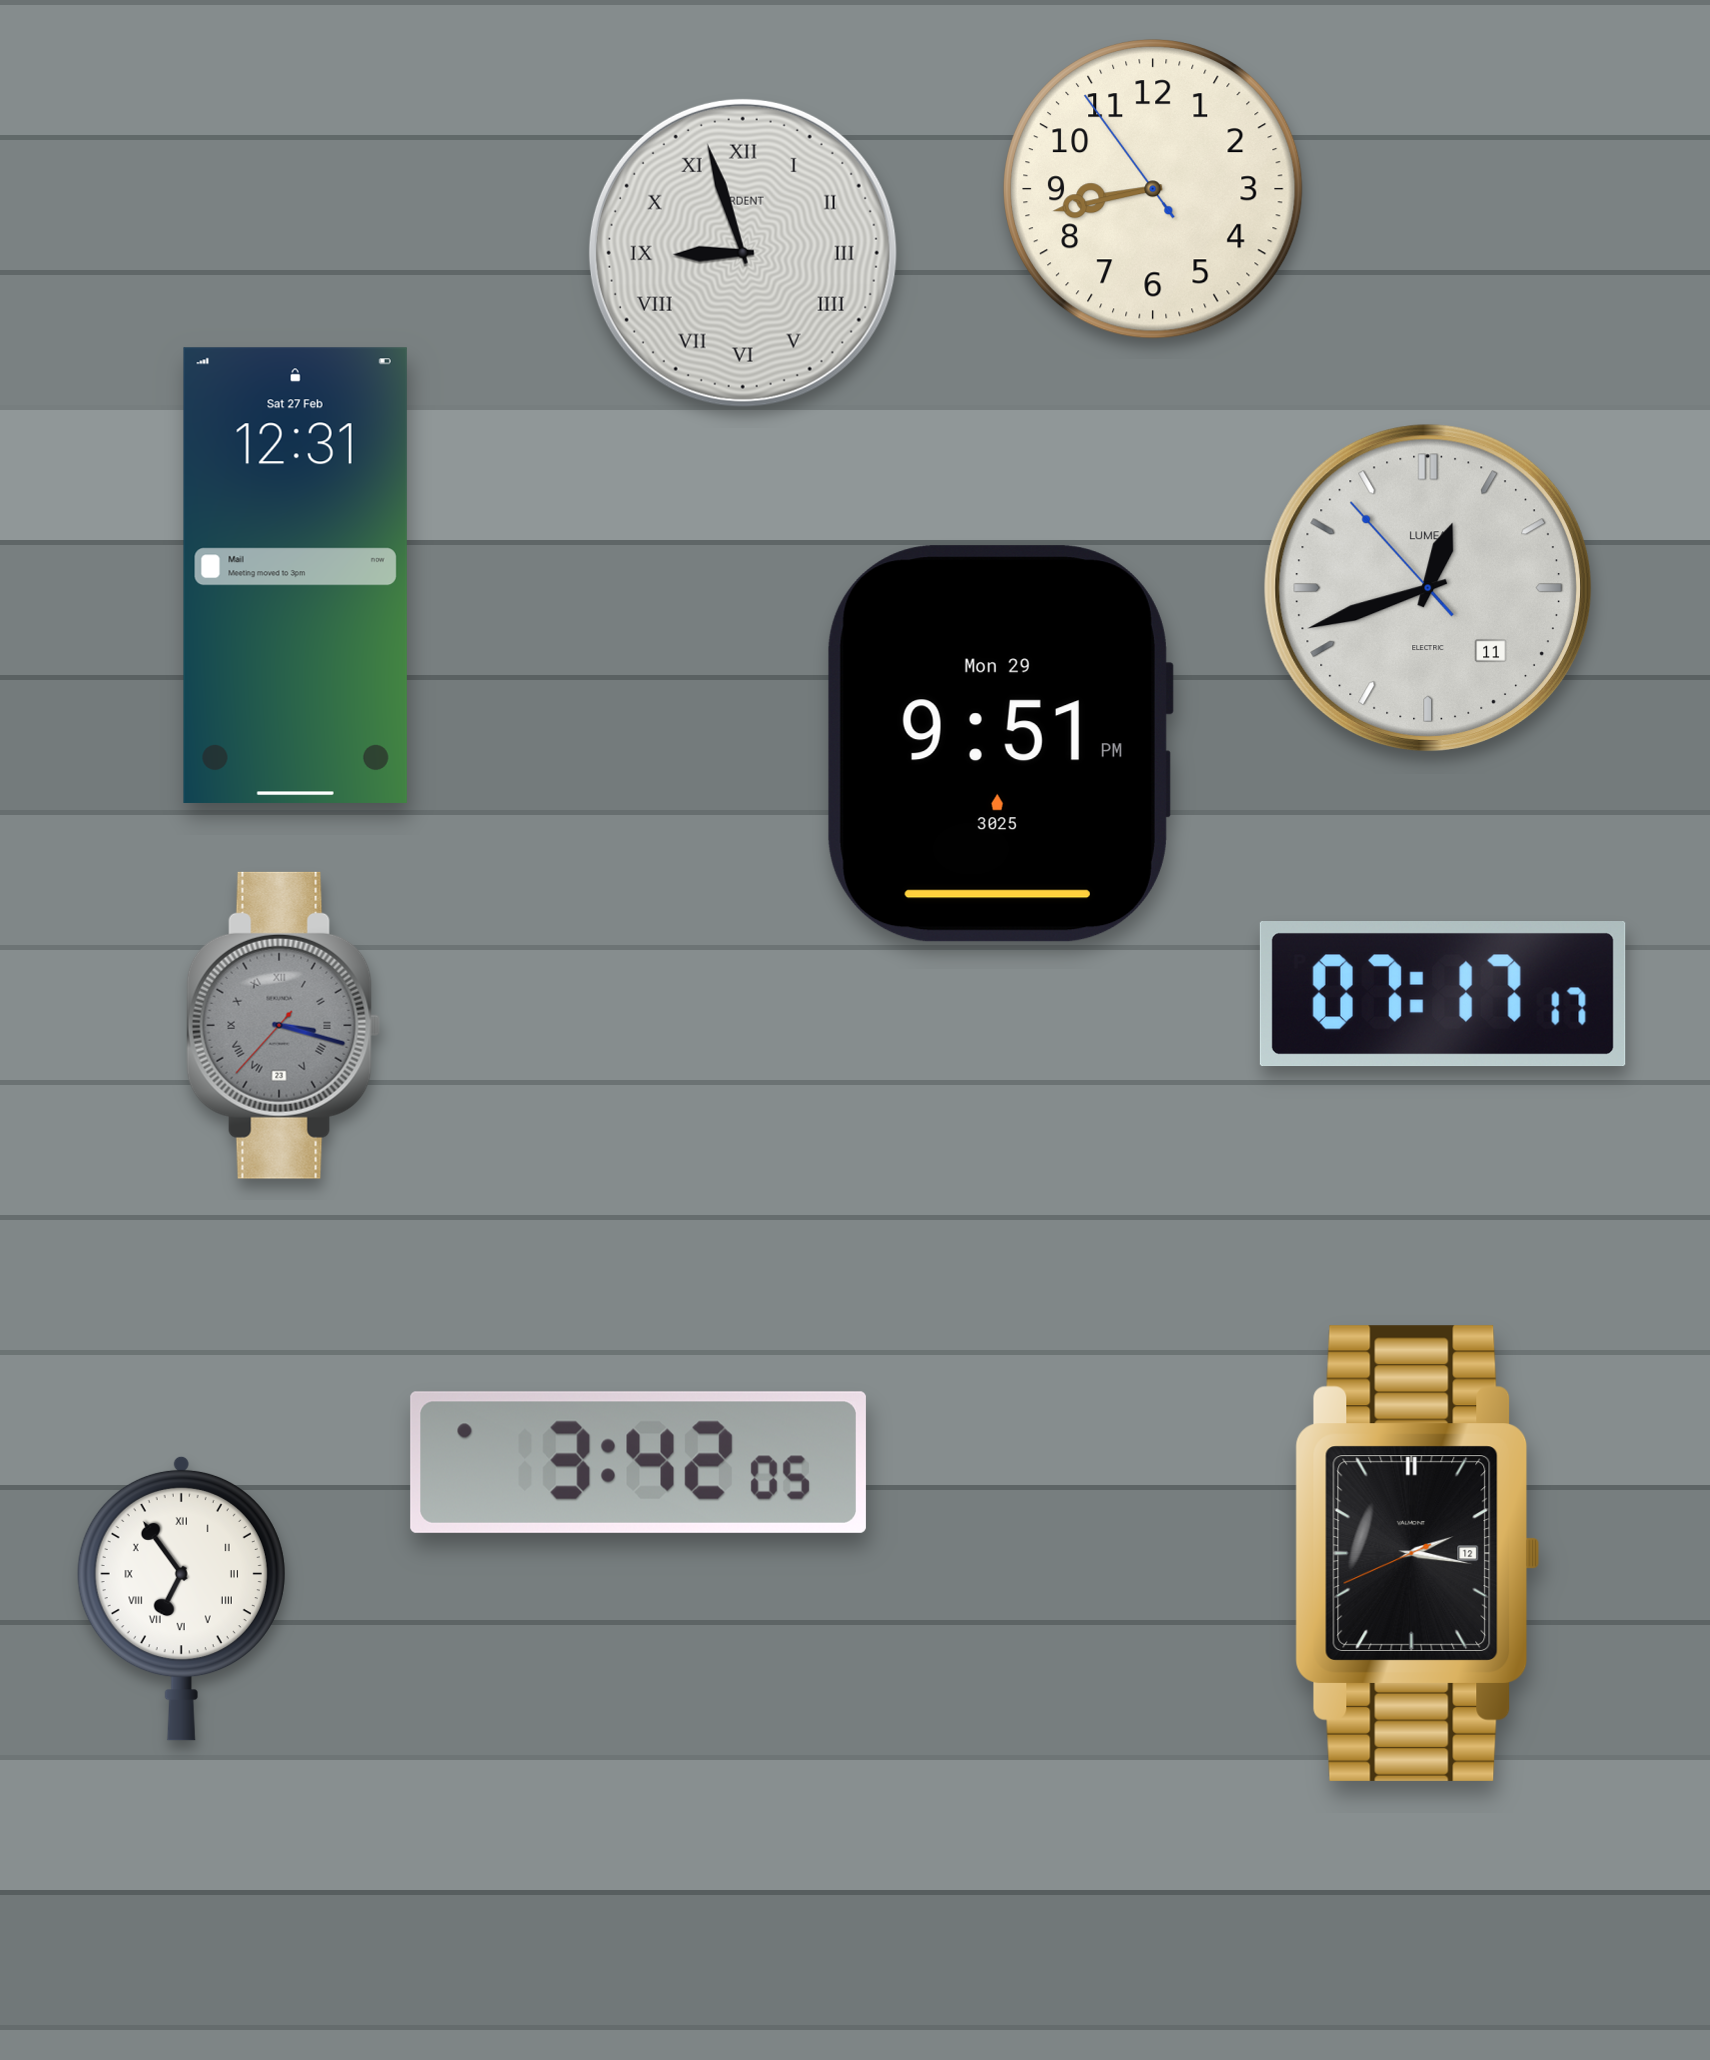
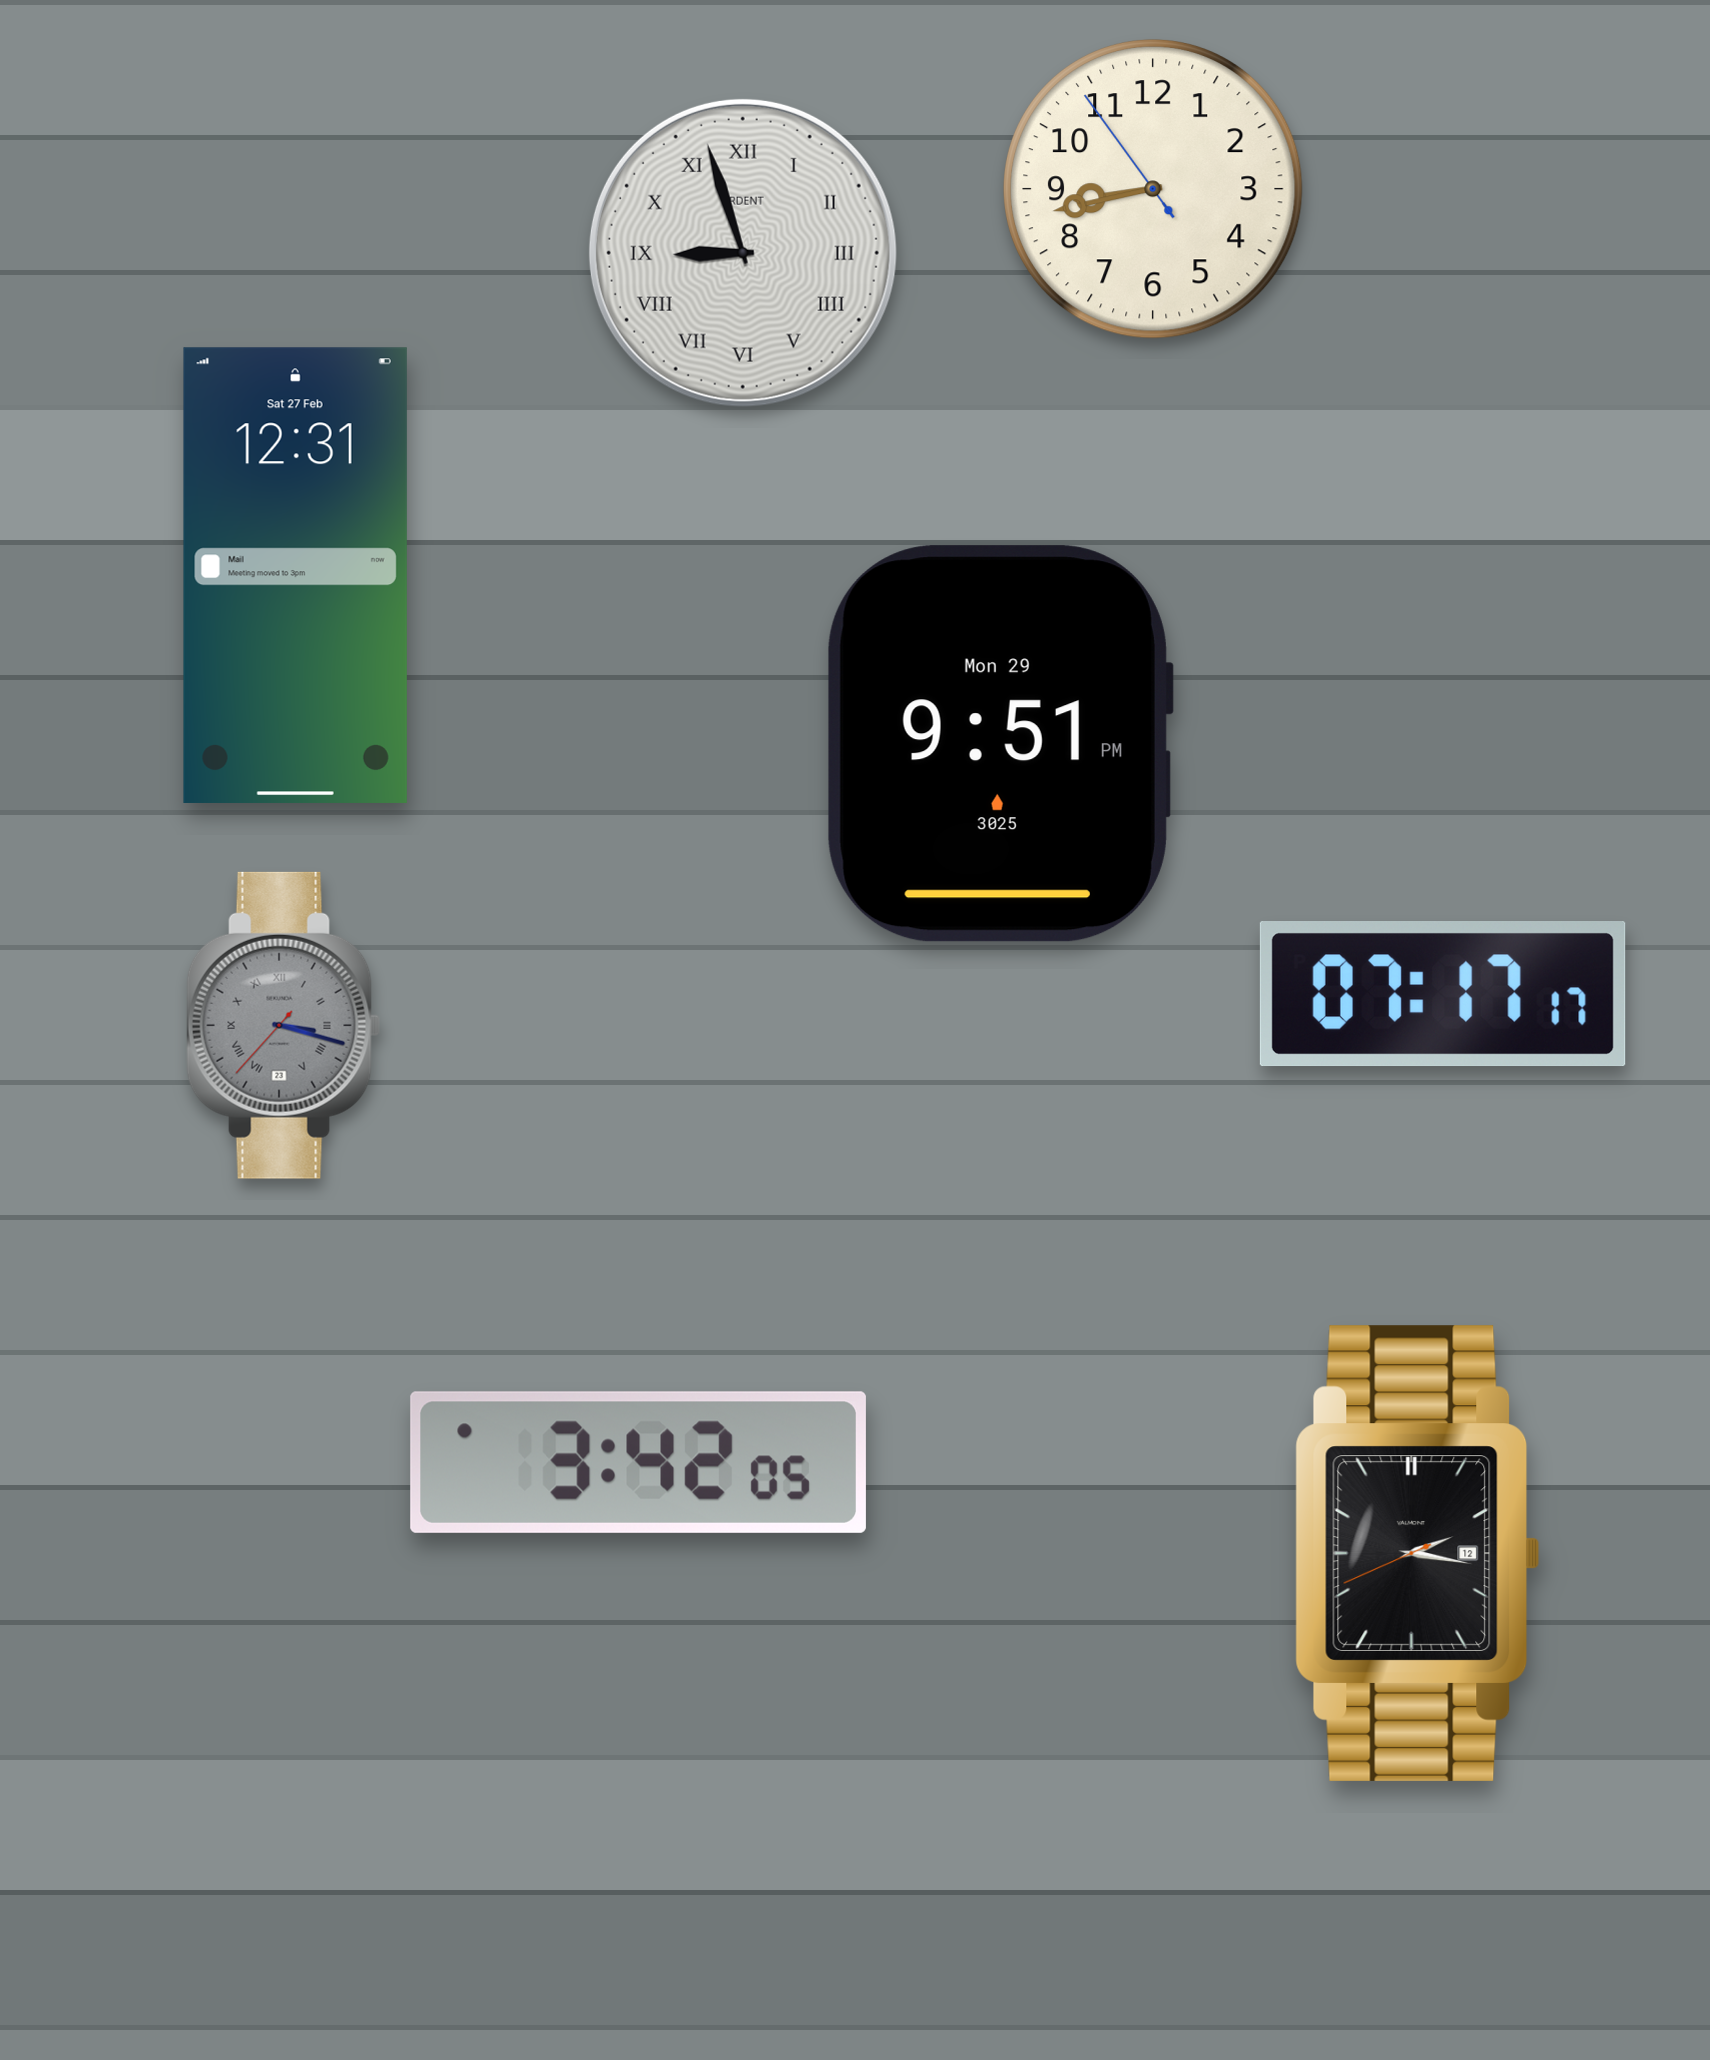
clock at (1428, 588): 12:41 -> none
clock at (181, 1598): 6:54 -> none
